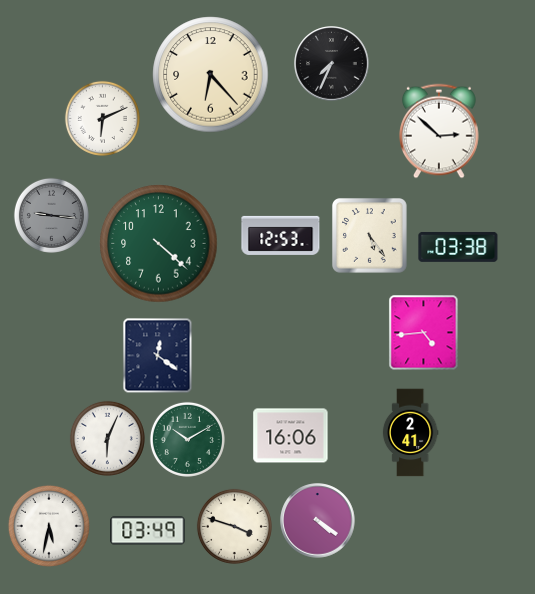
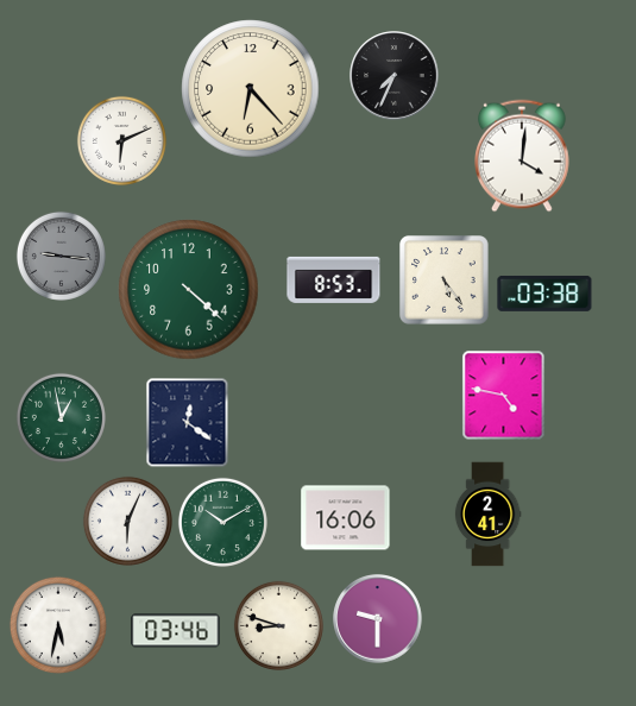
clock at (440, 131): 2:52 -> 4:01
clock at (281, 235): 12:53 -> 8:53
clock at (370, 236) position: (370, 236) -> (445, 280)
clock at (424, 333): 4:44 -> 4:47
clock at (61, 417): none -> 12:58
clock at (318, 521): 4:21 -> 9:30
clock at (234, 526): 3:48 -> 8:48
clock at (148, 531): 03:49 -> 03:46
